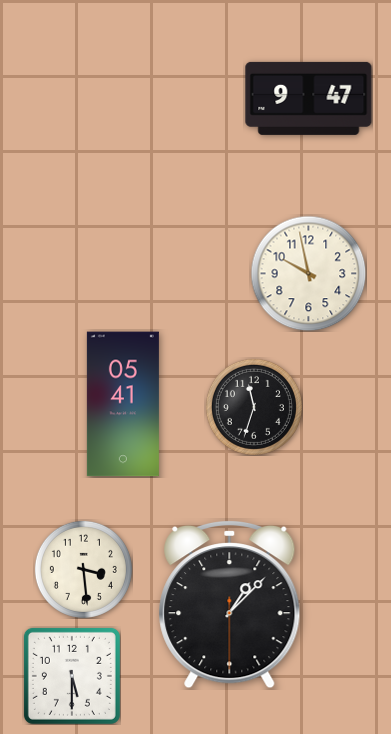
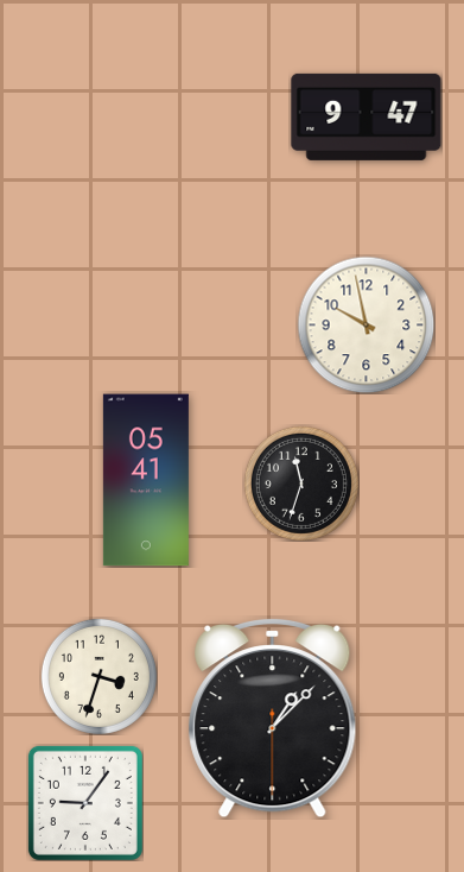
clock at (83, 569): 3:29 -> 3:33
clock at (72, 676): 5:30 -> 9:06
